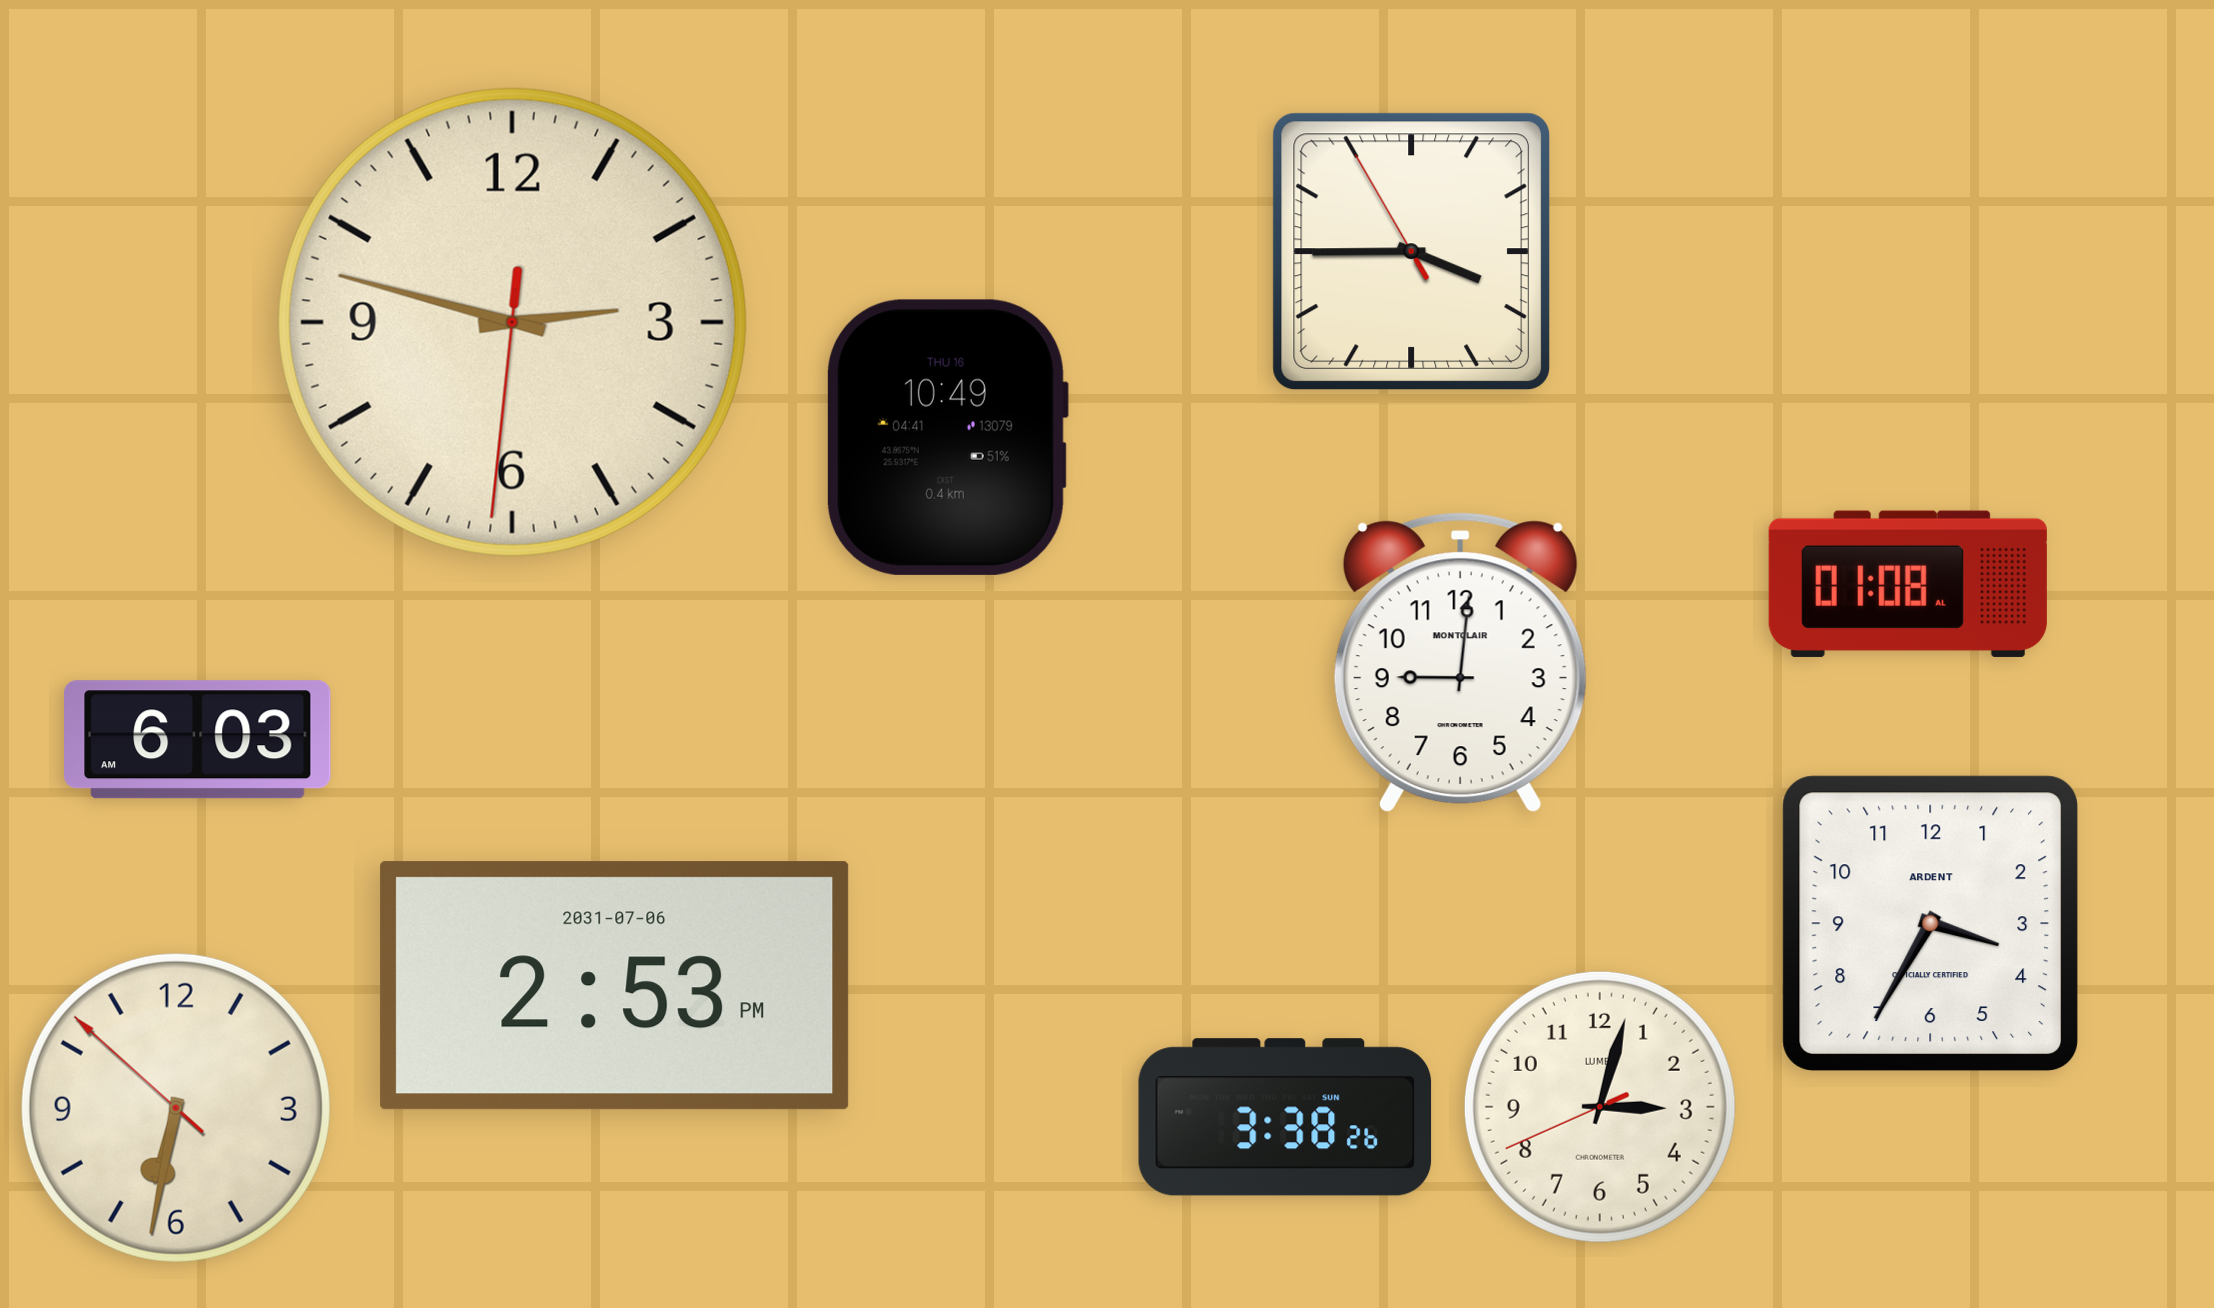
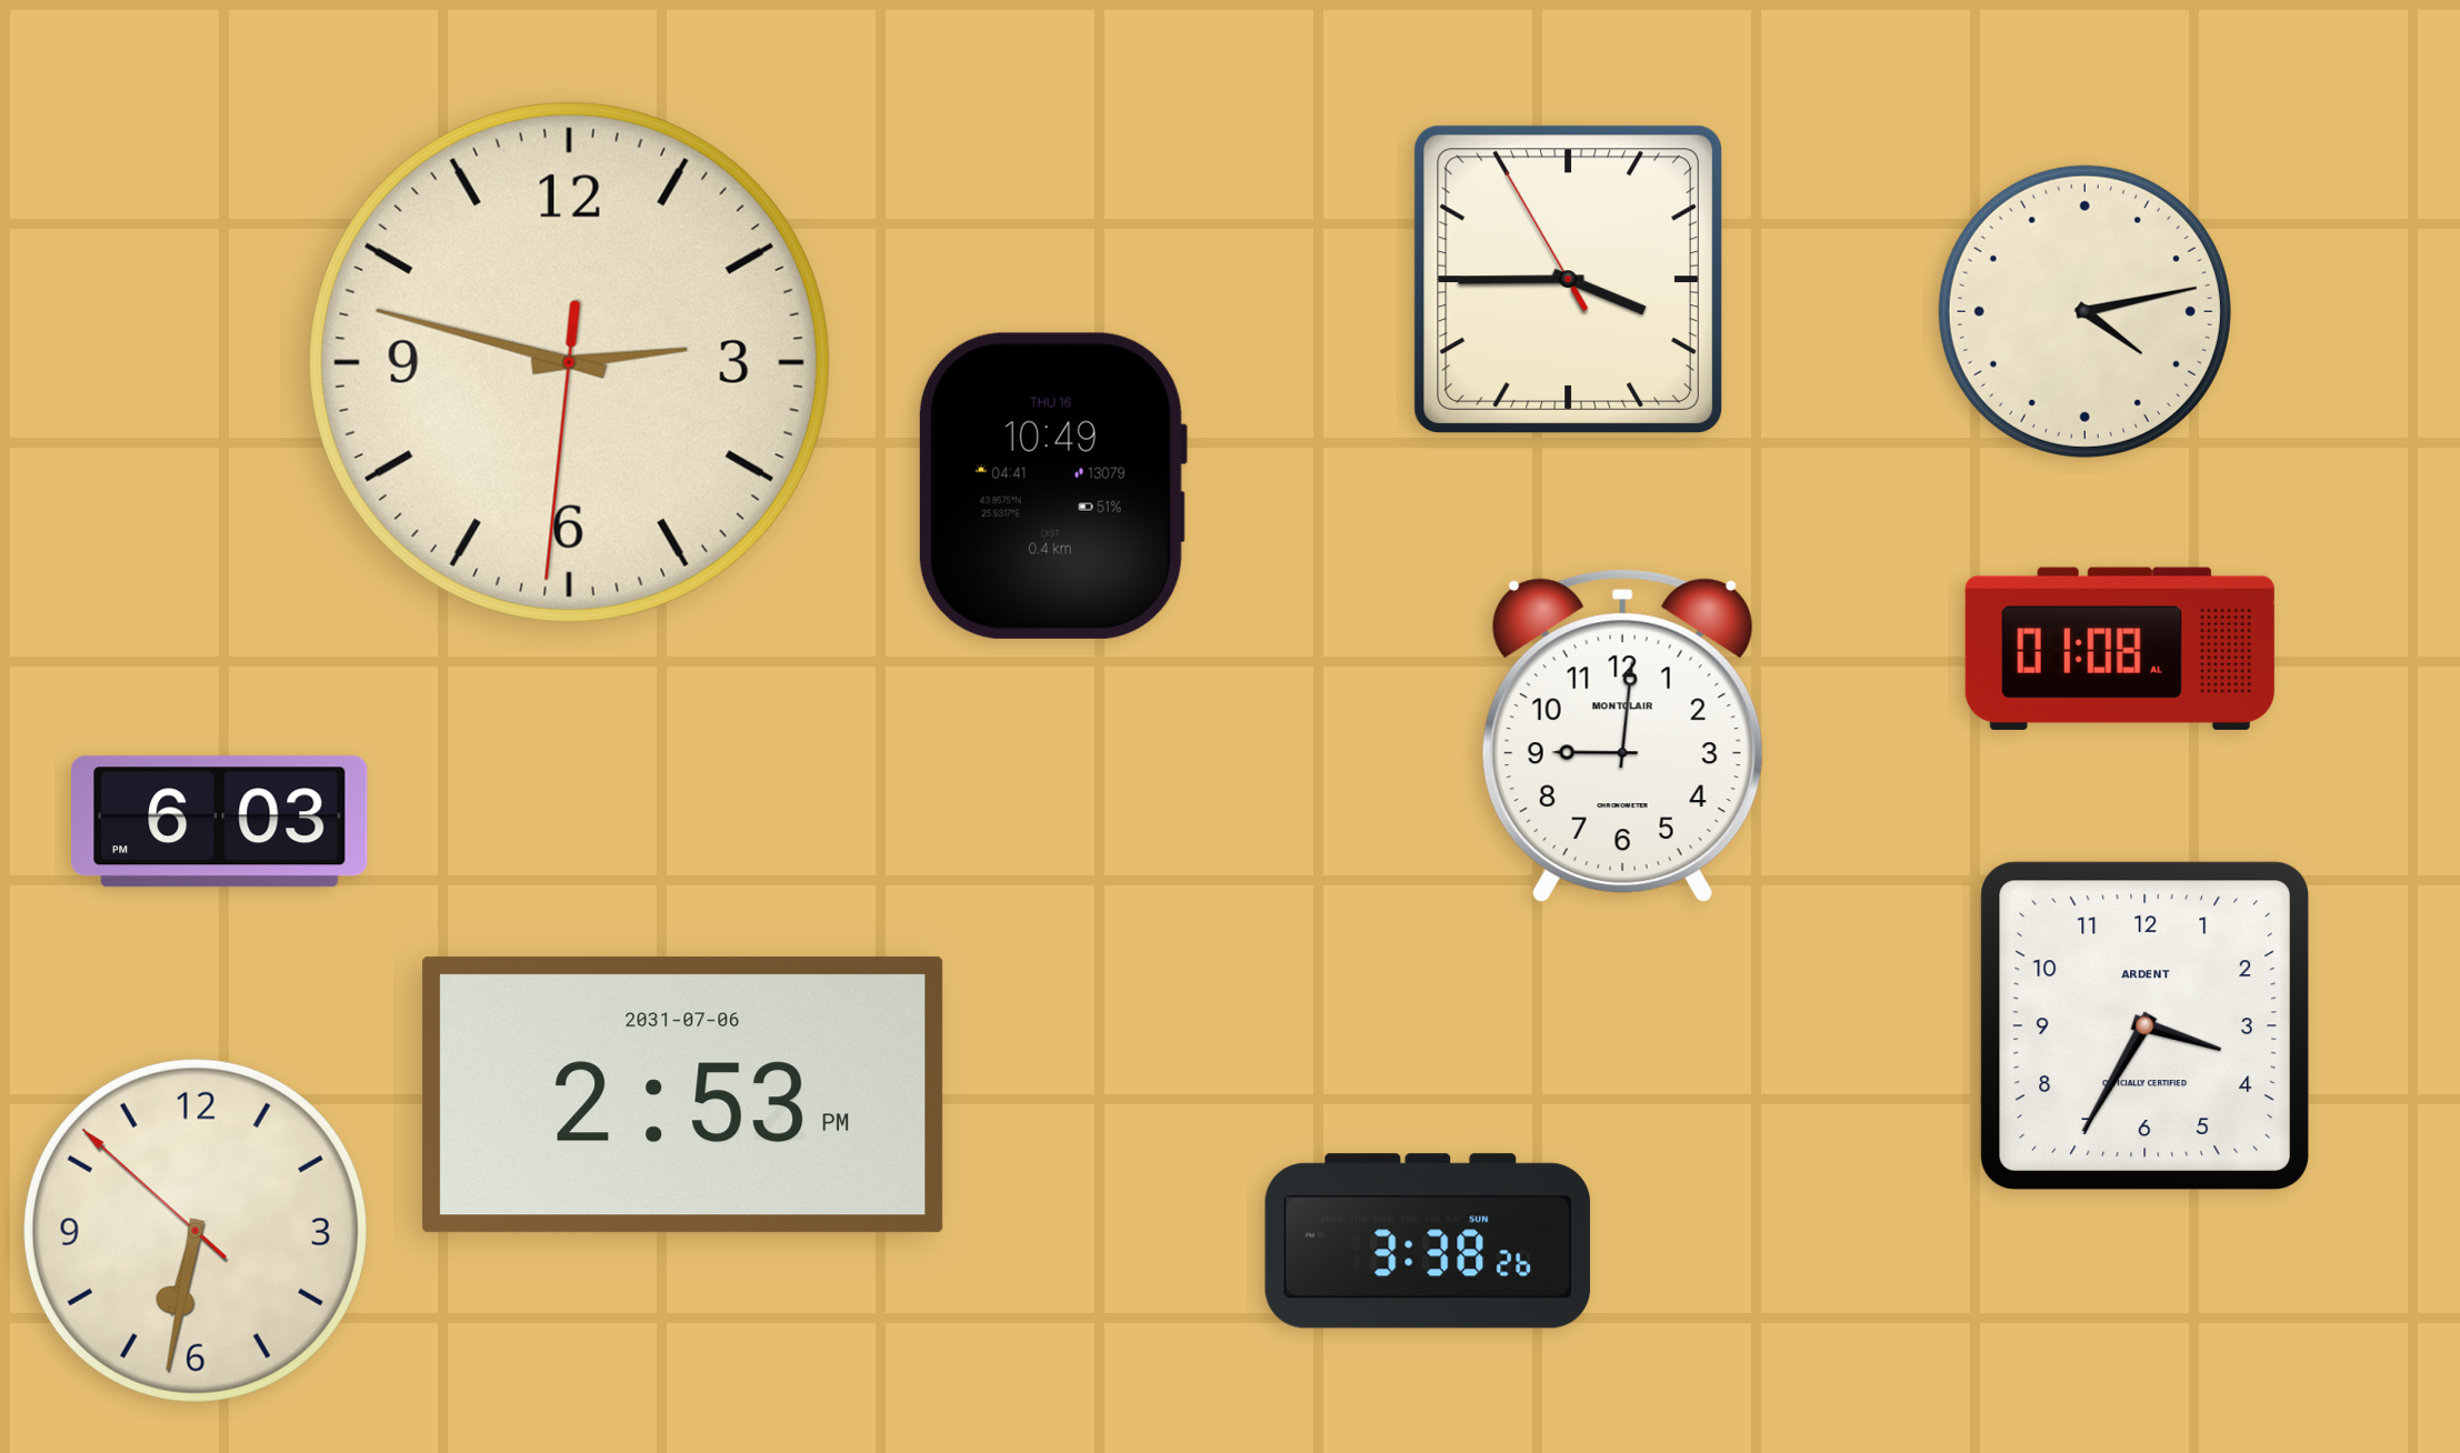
clock at (2084, 311): none -> 4:13
clock at (512, 322) position: (512, 322) -> (569, 362)
clock at (197, 740): 6:03 AM -> 6:03 PM
clock at (1600, 1107): 3:02 -> none
